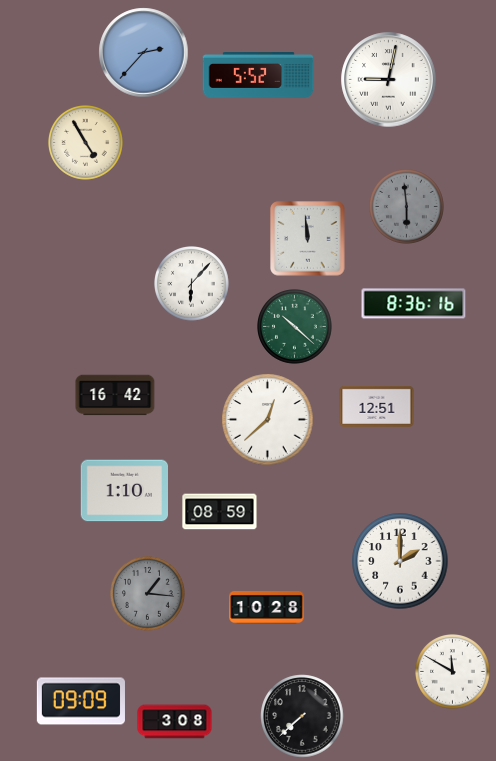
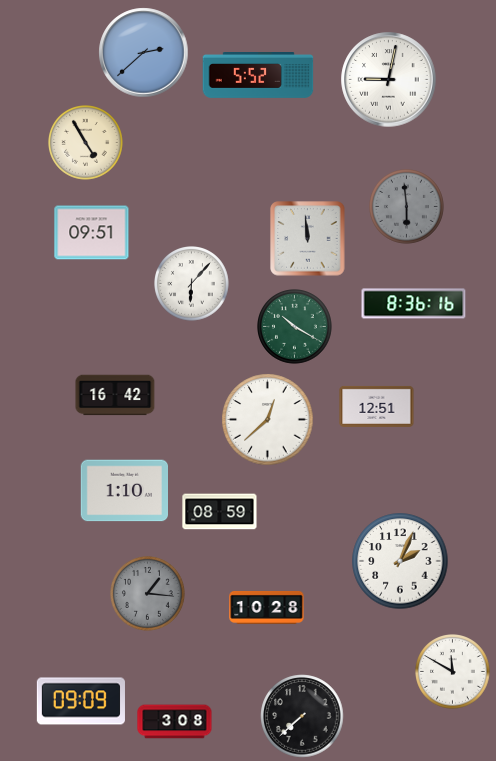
clock at (144, 53): 2:37 -> 2:38
clock at (92, 233): none -> 09:51
clock at (295, 327): 10:22 -> 10:20
clock at (400, 561): 2:00 -> 2:04
